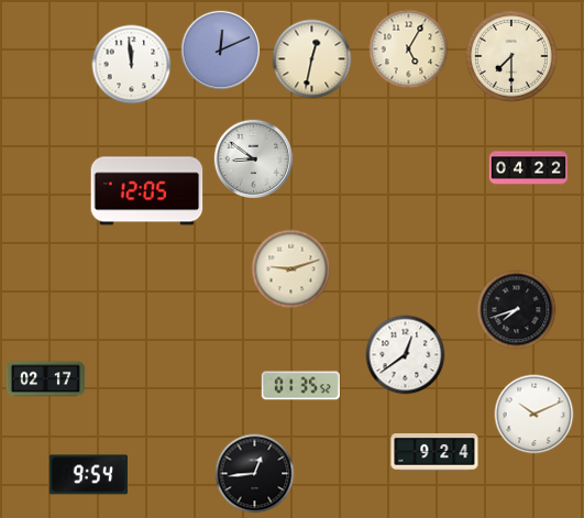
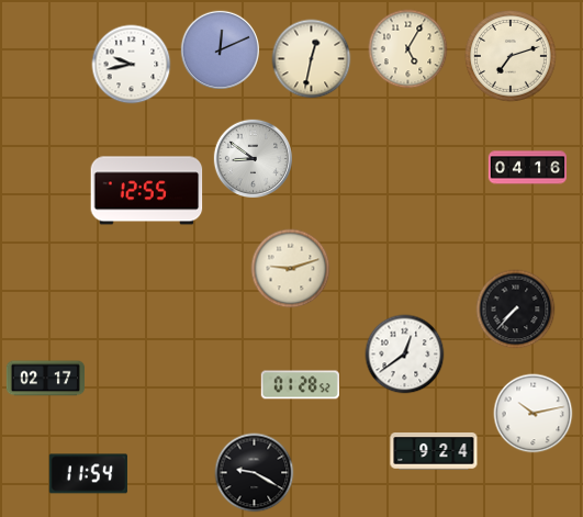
clock at (511, 56): 7:30 -> 7:12
clock at (132, 65): 11:59 -> 9:43
clock at (528, 168): 04:22 -> 04:16
clock at (147, 191): 12:05 -> 12:55
clock at (517, 310): 7:42 -> 7:37
clock at (300, 386): 01:35 -> 01:28
clock at (535, 415): 10:11 -> 10:13
clock at (255, 474): 12:44 -> 9:20
clock at (88, 475): 9:54 -> 11:54
